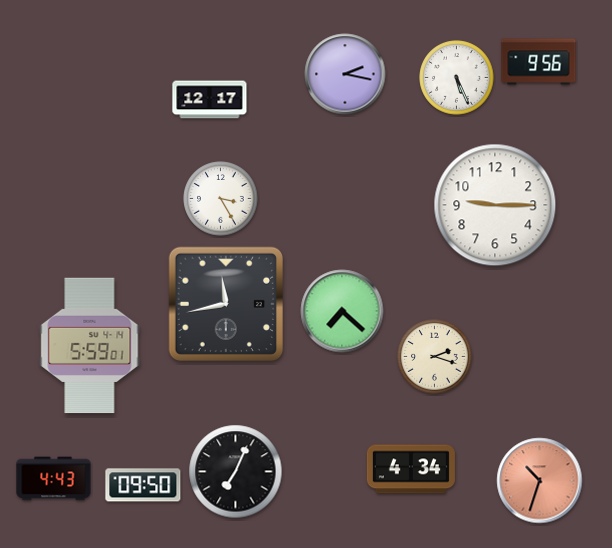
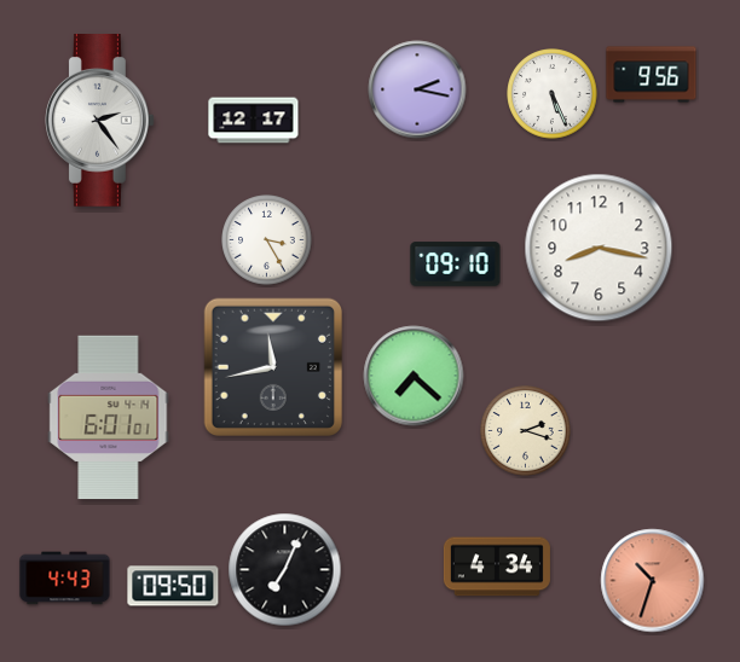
clock at (100, 121): none -> 2:24
clock at (495, 205): 9:15 -> 8:17
clock at (456, 265): none -> 09:10
clock at (90, 346): 5:59 -> 6:01
